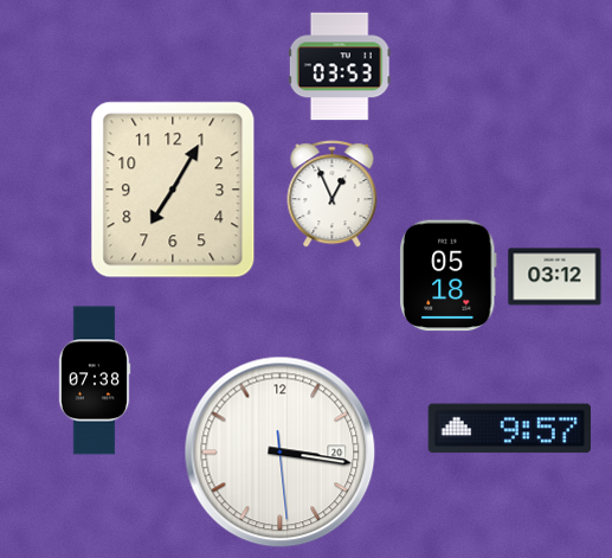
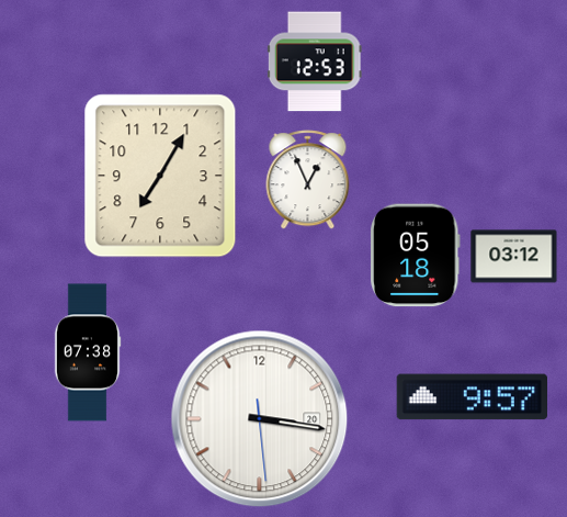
clock at (340, 66): 03:53 -> 12:53
